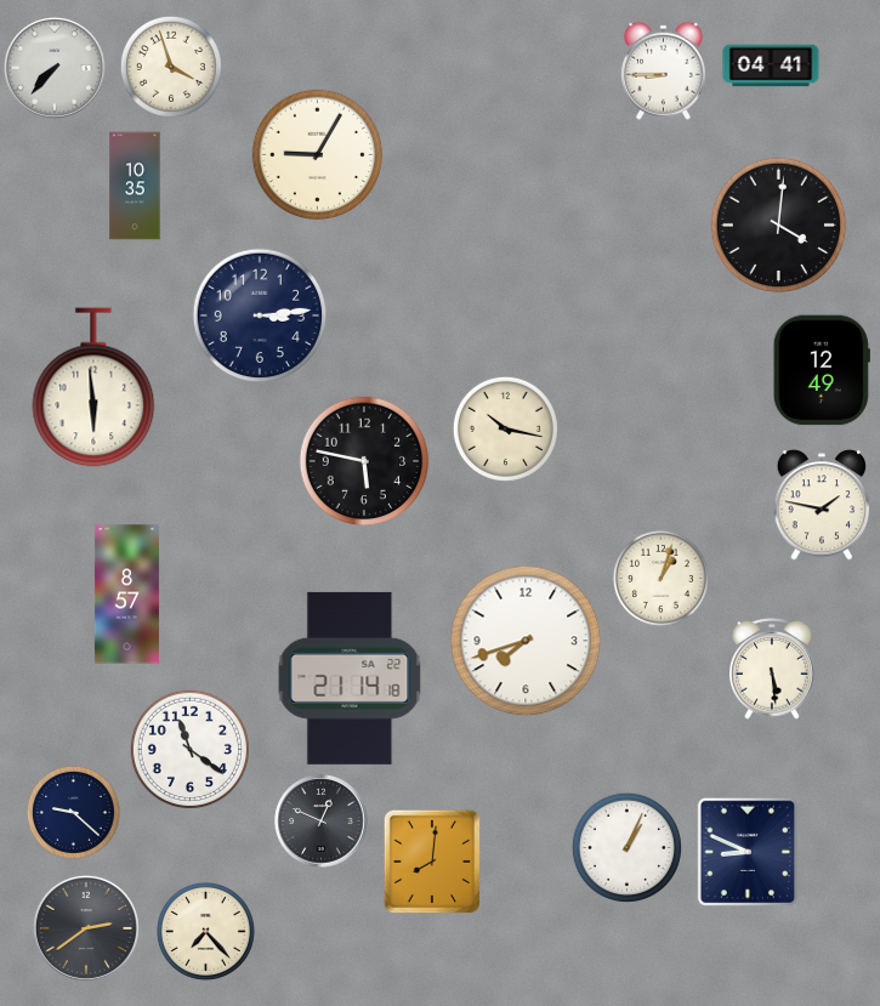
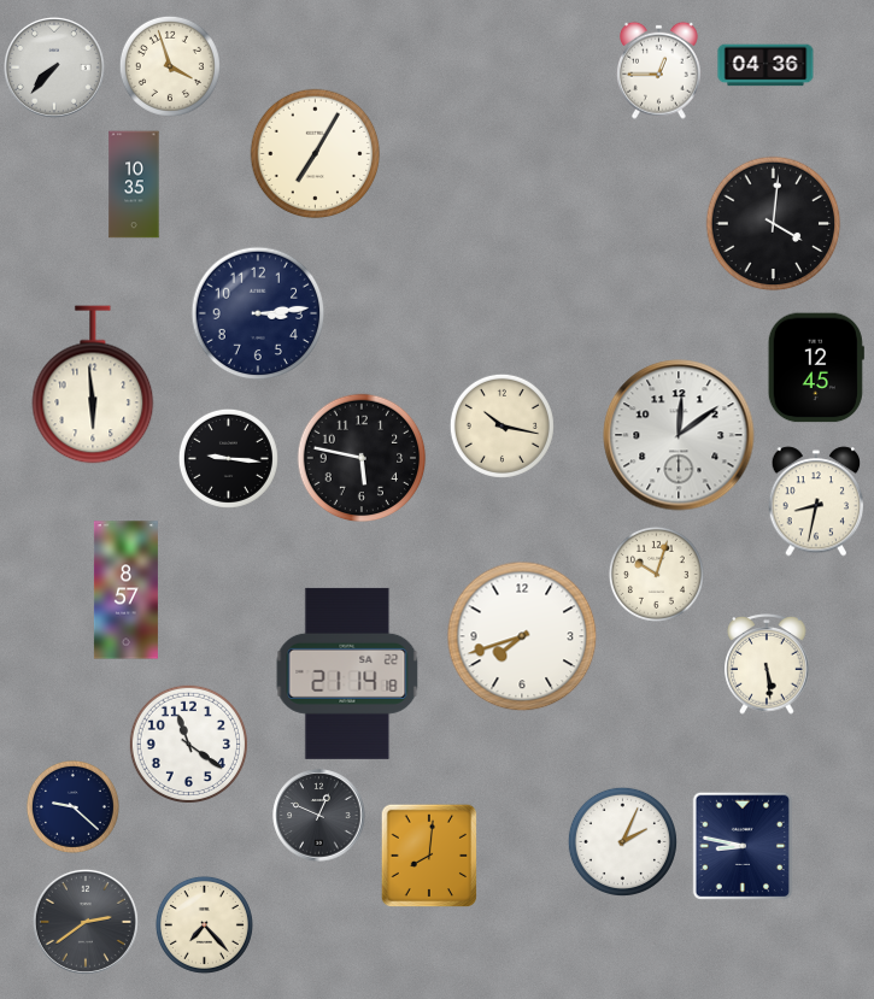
clock at (771, 66): 04:41 -> 04:36
clock at (663, 70): 8:45 -> 12:45
clock at (318, 155): 9:05 -> 7:05
clock at (822, 370): 12:49 -> 12:45
clock at (679, 435): none -> 12:09
clock at (228, 458): none -> 9:16
clock at (822, 505): 1:47 -> 8:32
clock at (660, 578): 1:03 -> 10:03
clock at (626, 847): 1:04 -> 2:04
clock at (746, 851): 8:49 -> 8:47
